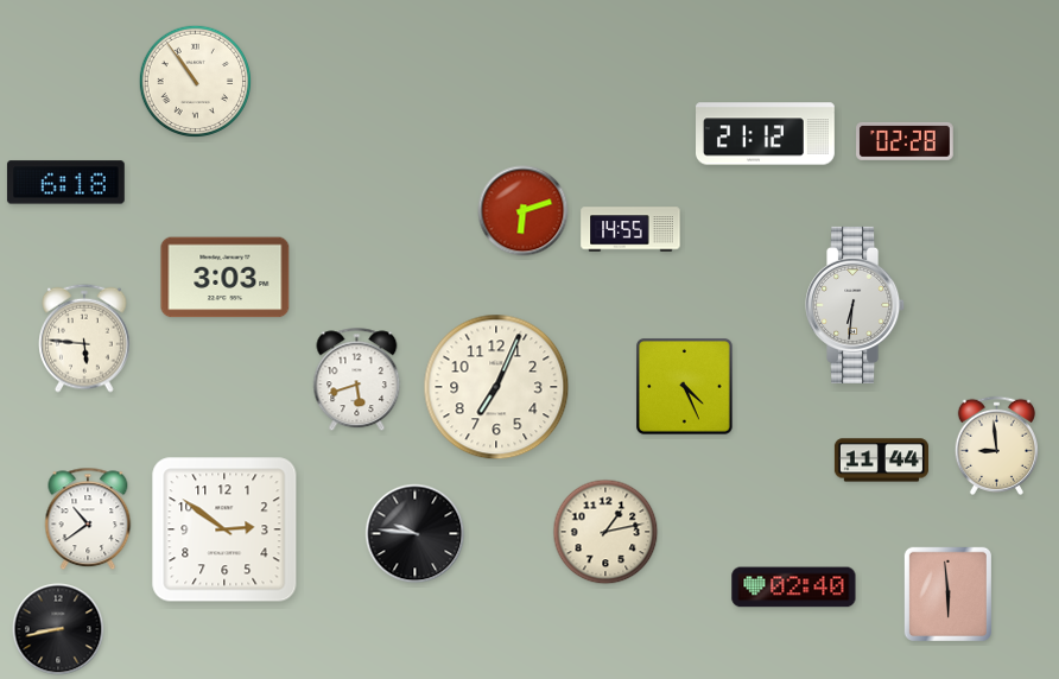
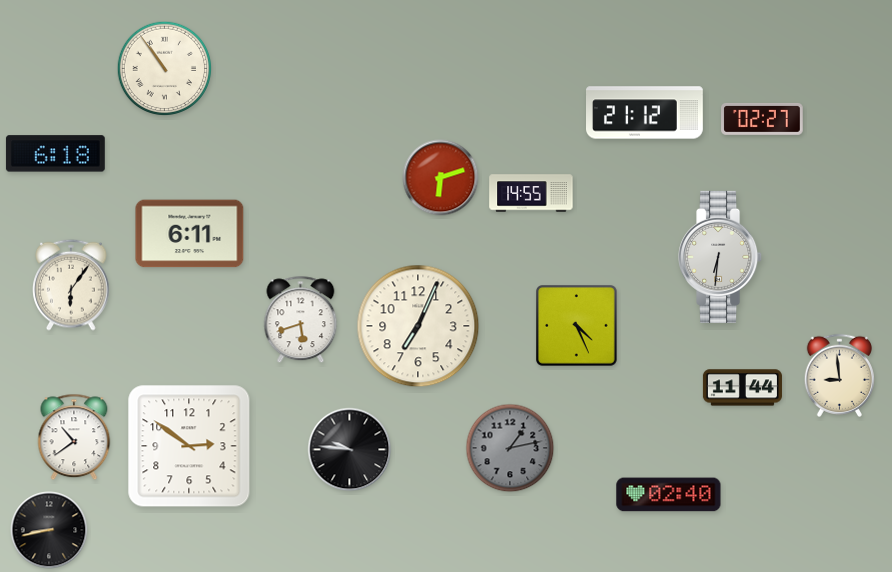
clock at (905, 141): 02:28 -> 02:27
clock at (226, 278): 3:03 -> 6:11
clock at (84, 338): 5:46 -> 6:06
clock at (605, 532) dial: cream -> grey
clock at (947, 594): 5:59 -> none
